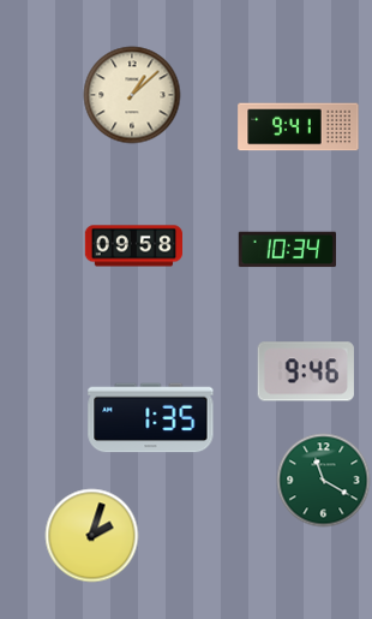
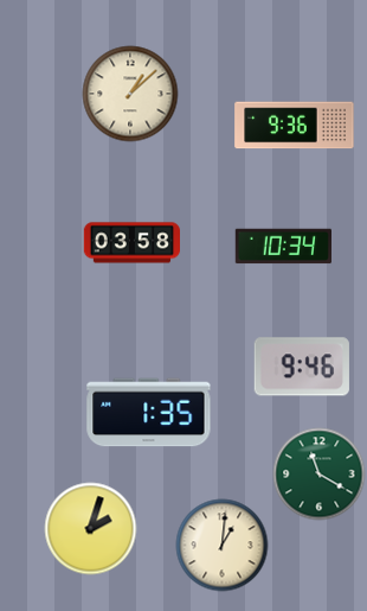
clock at (299, 127): 9:41 -> 9:36
clock at (133, 246): 09:58 -> 03:58
clock at (221, 545): none -> 1:01
